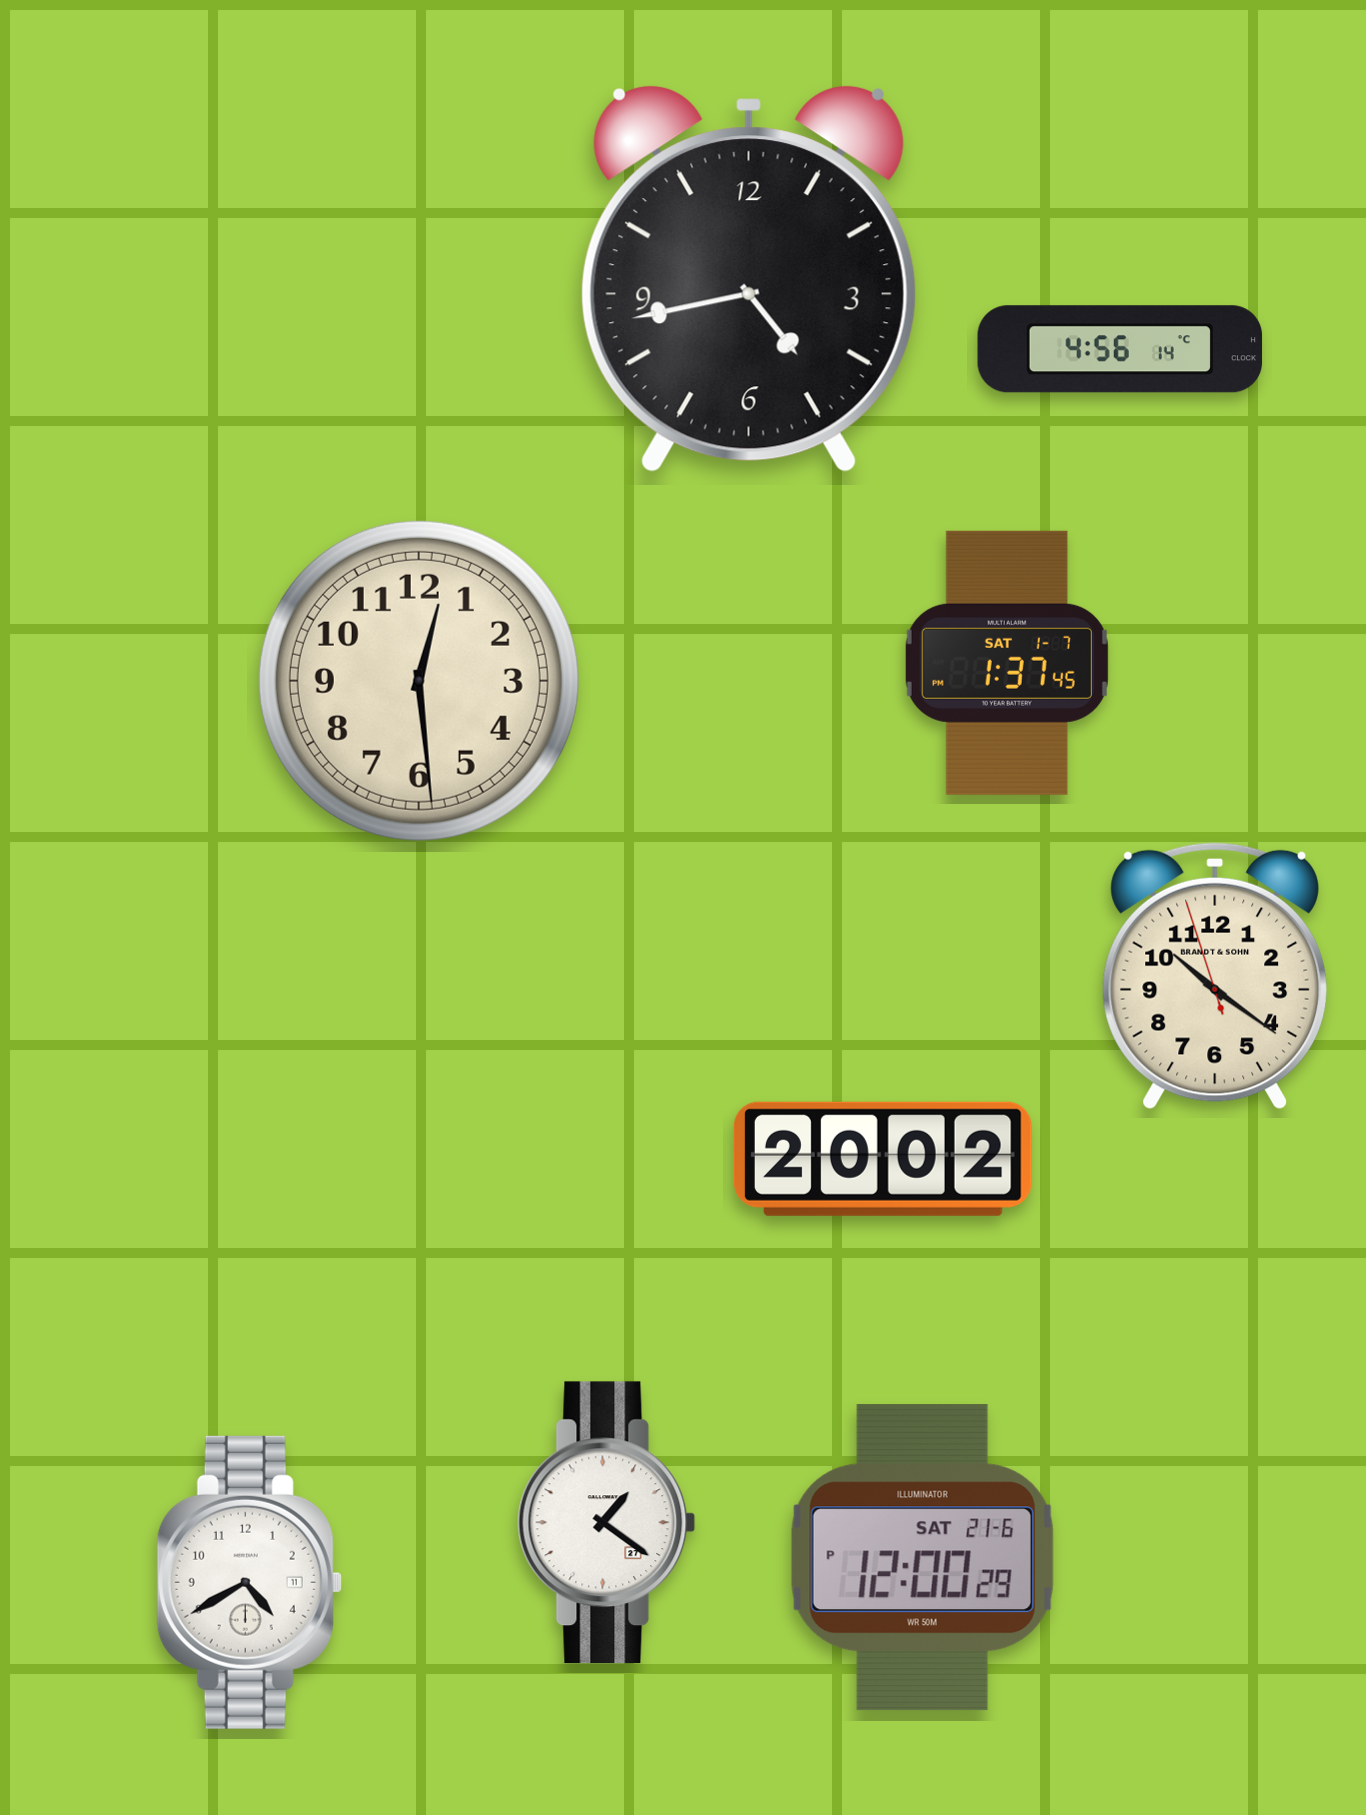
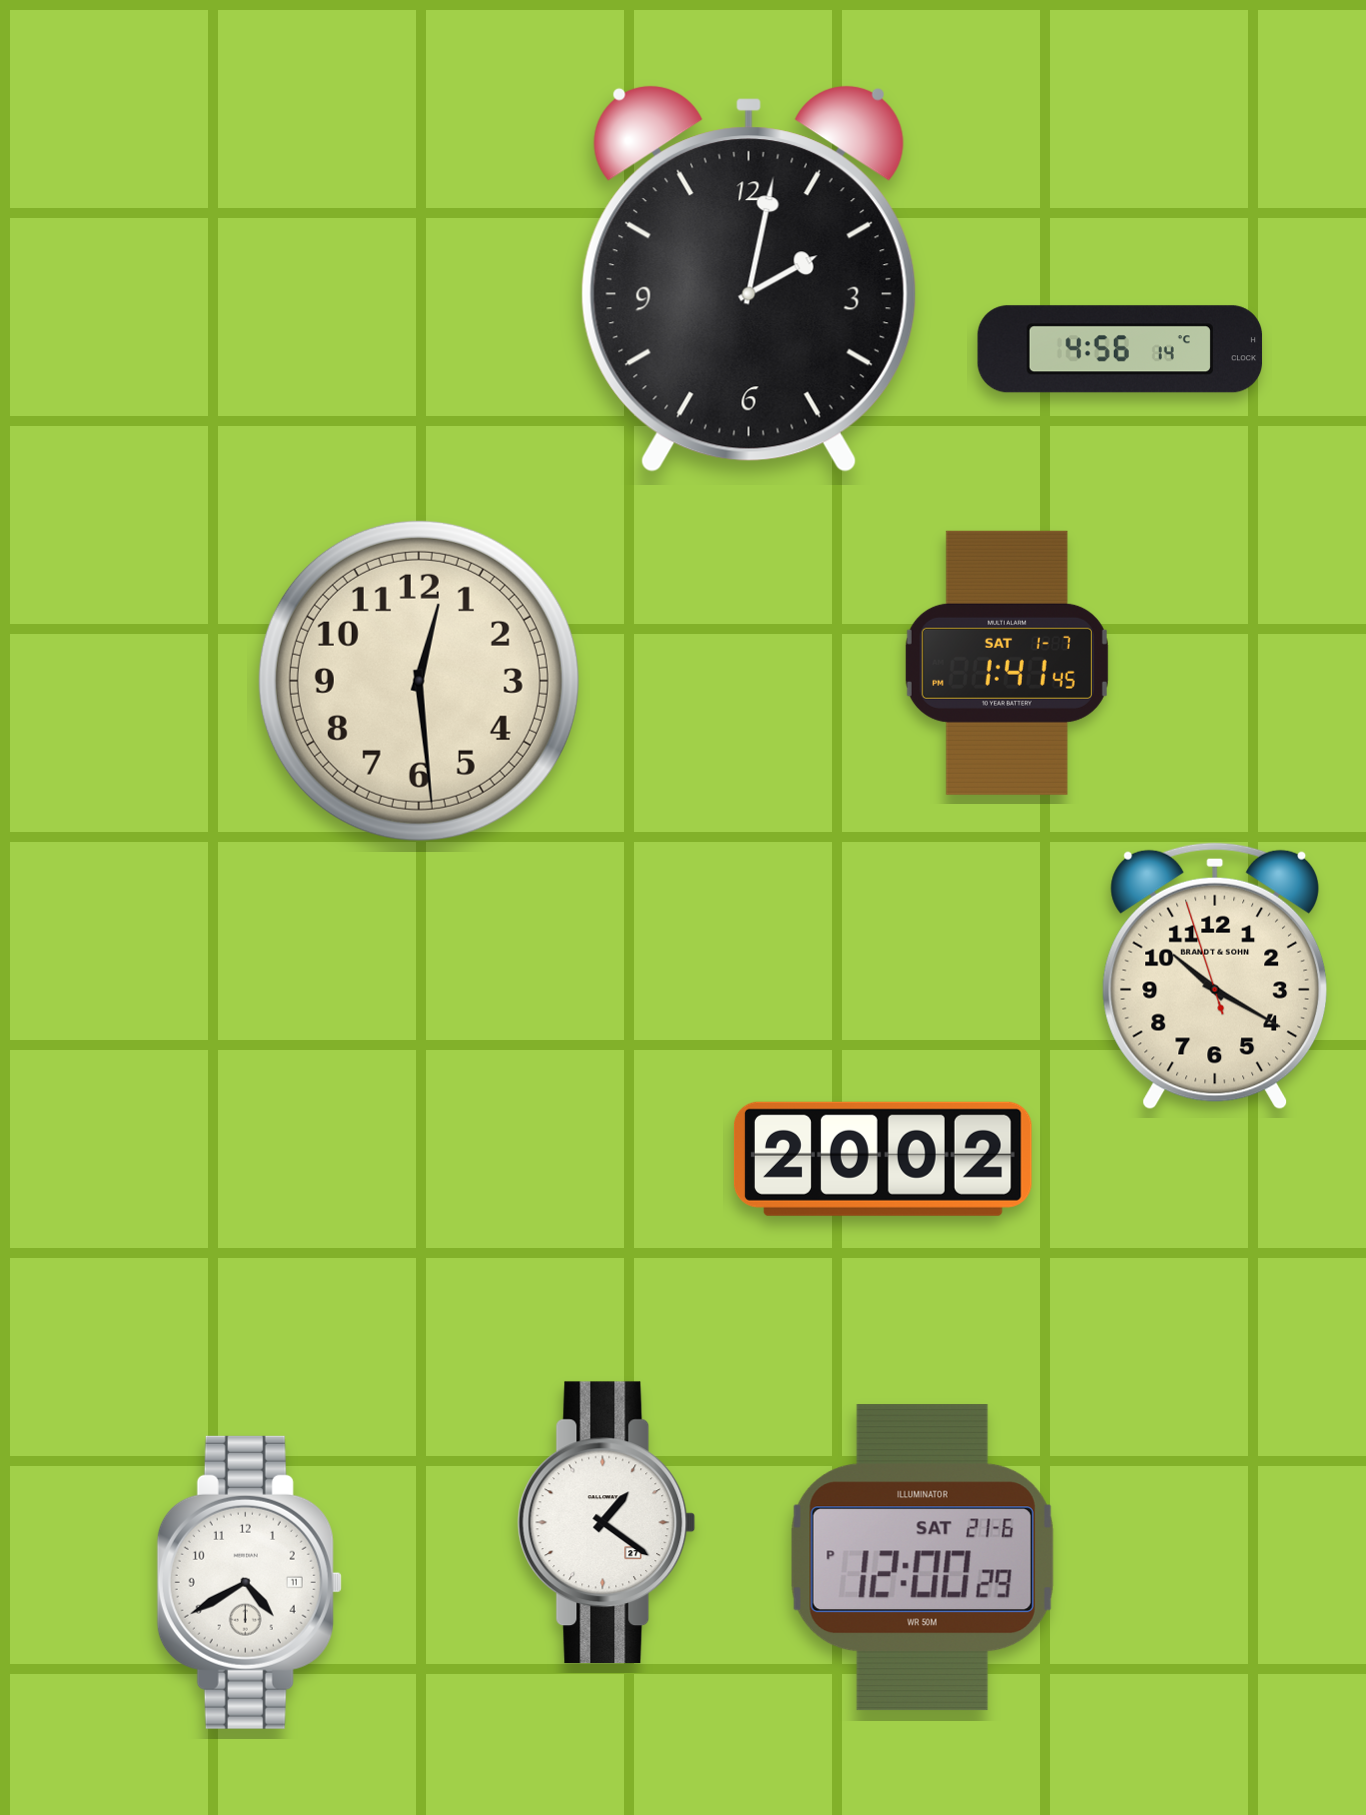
clock at (749, 279): 4:43 -> 2:02
clock at (1007, 663): 1:37 -> 1:41
clock at (1215, 976): 10:20 -> 10:19
